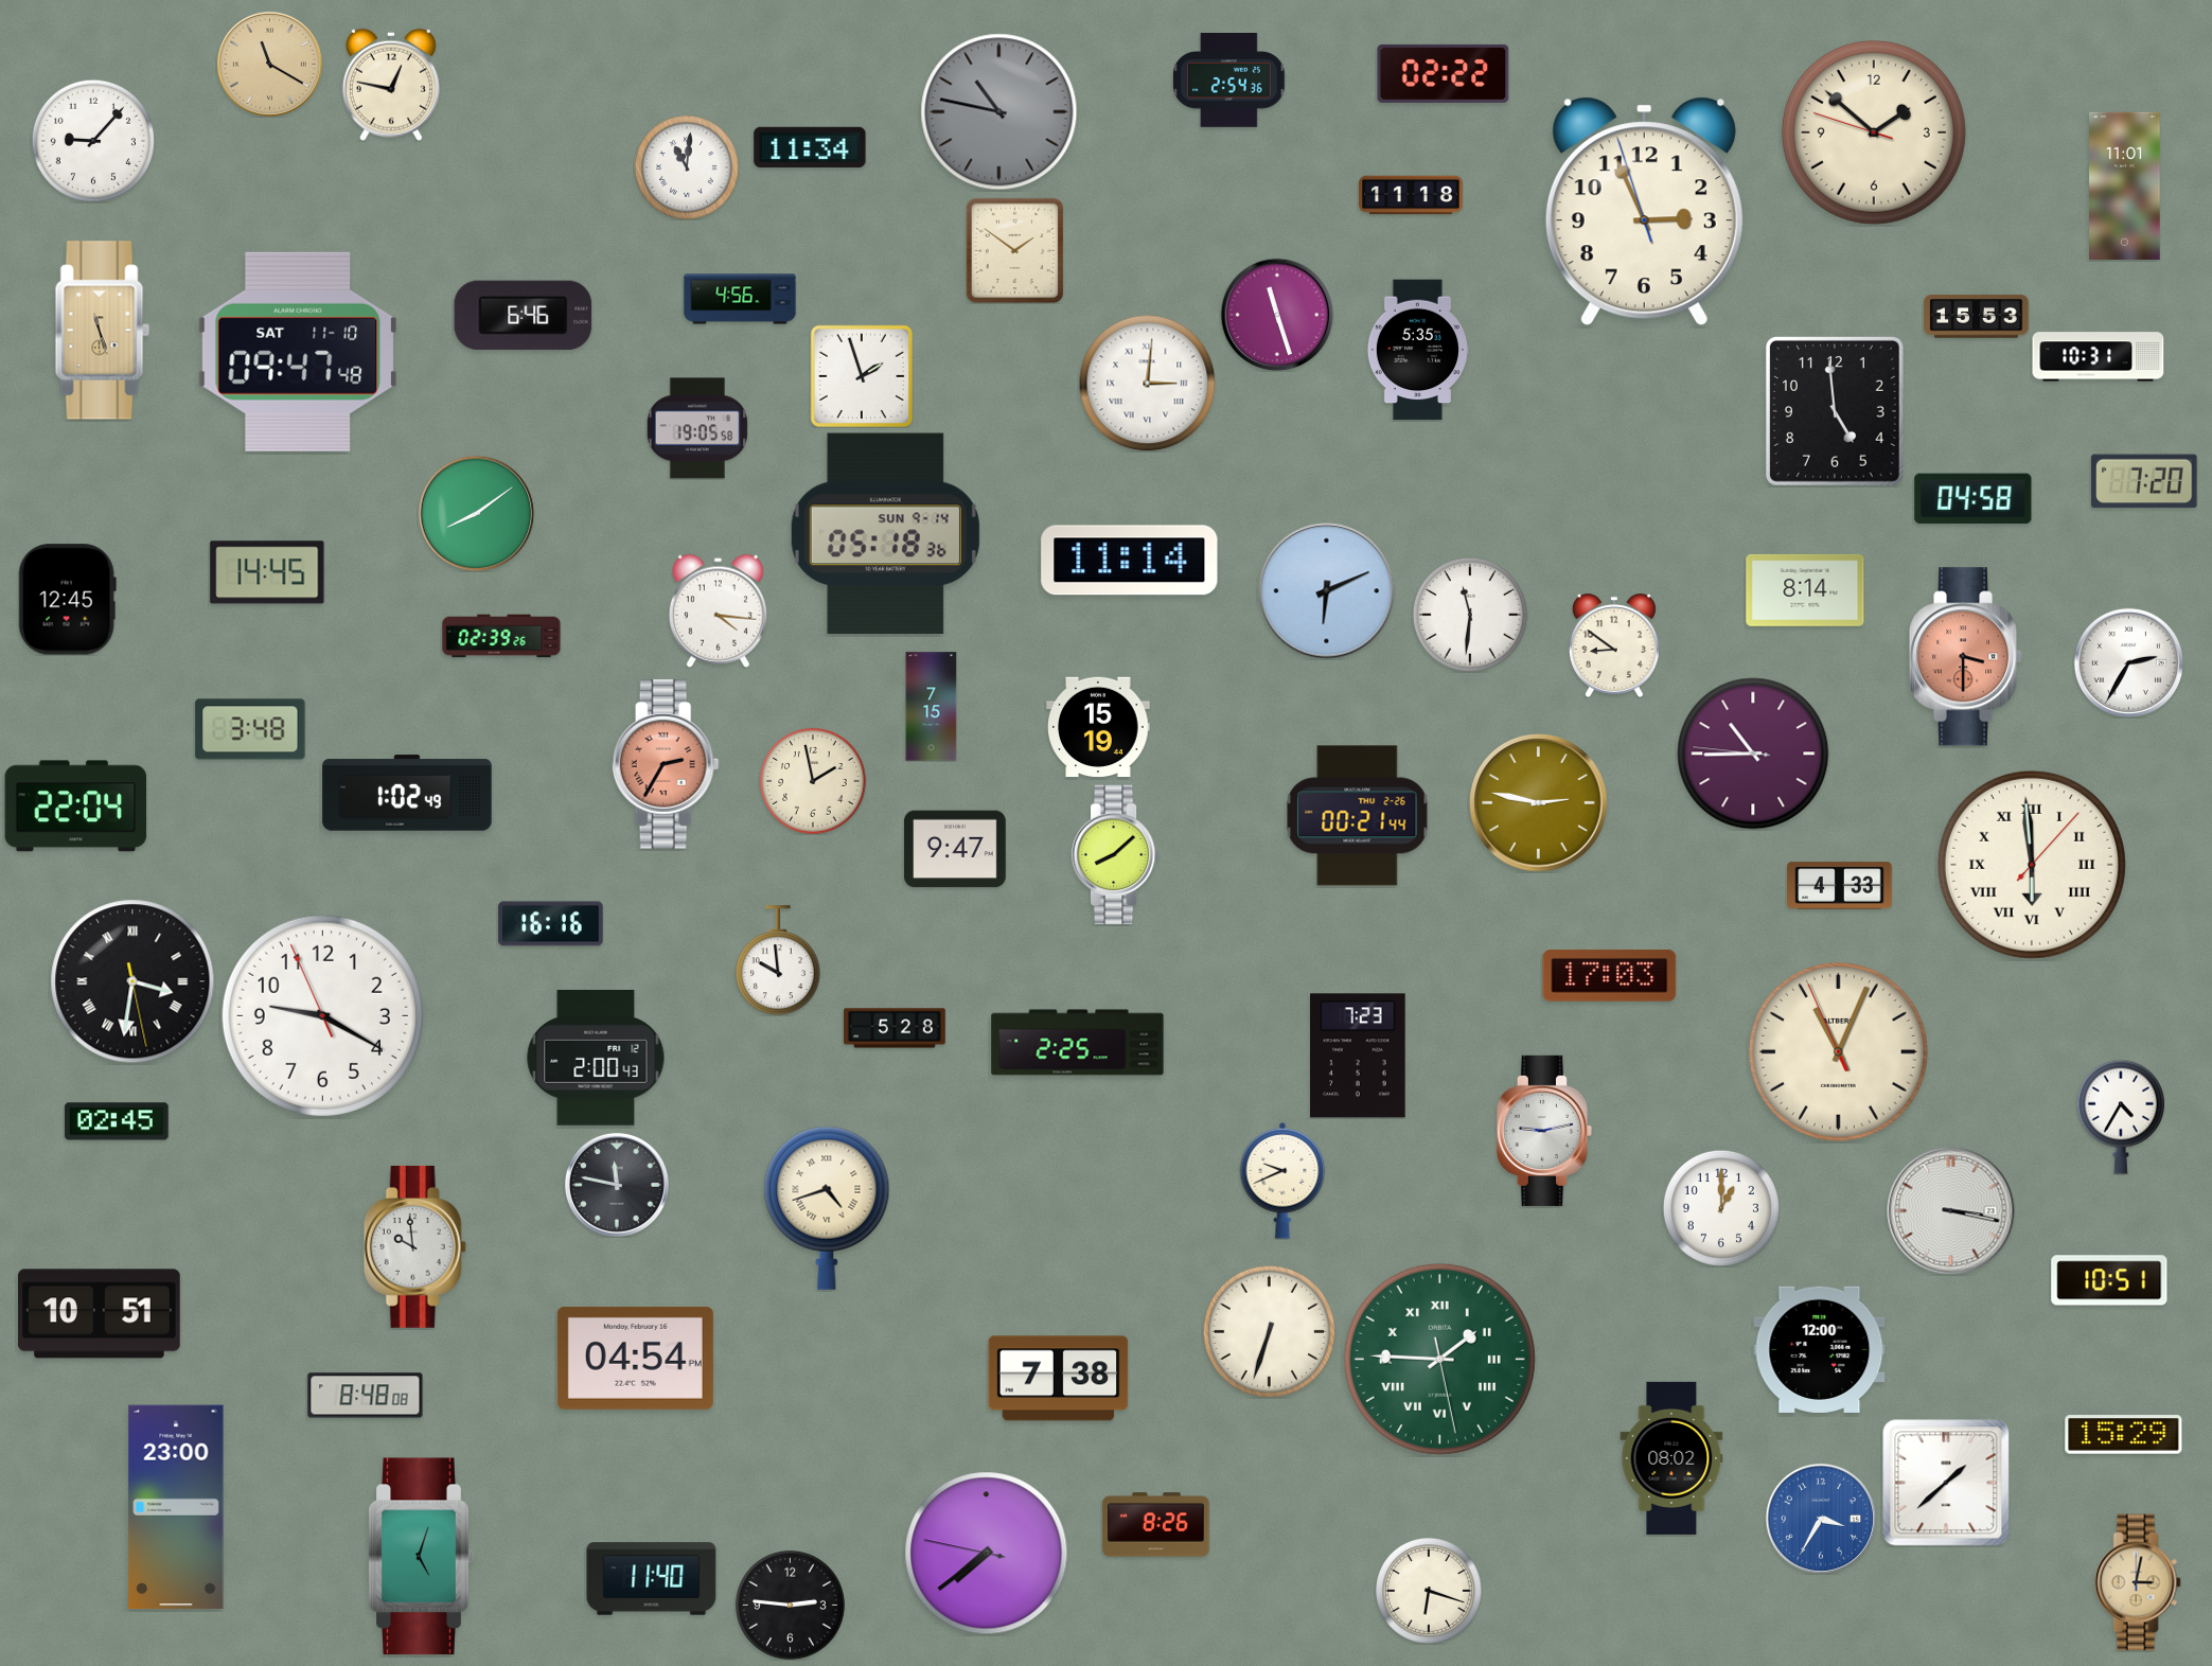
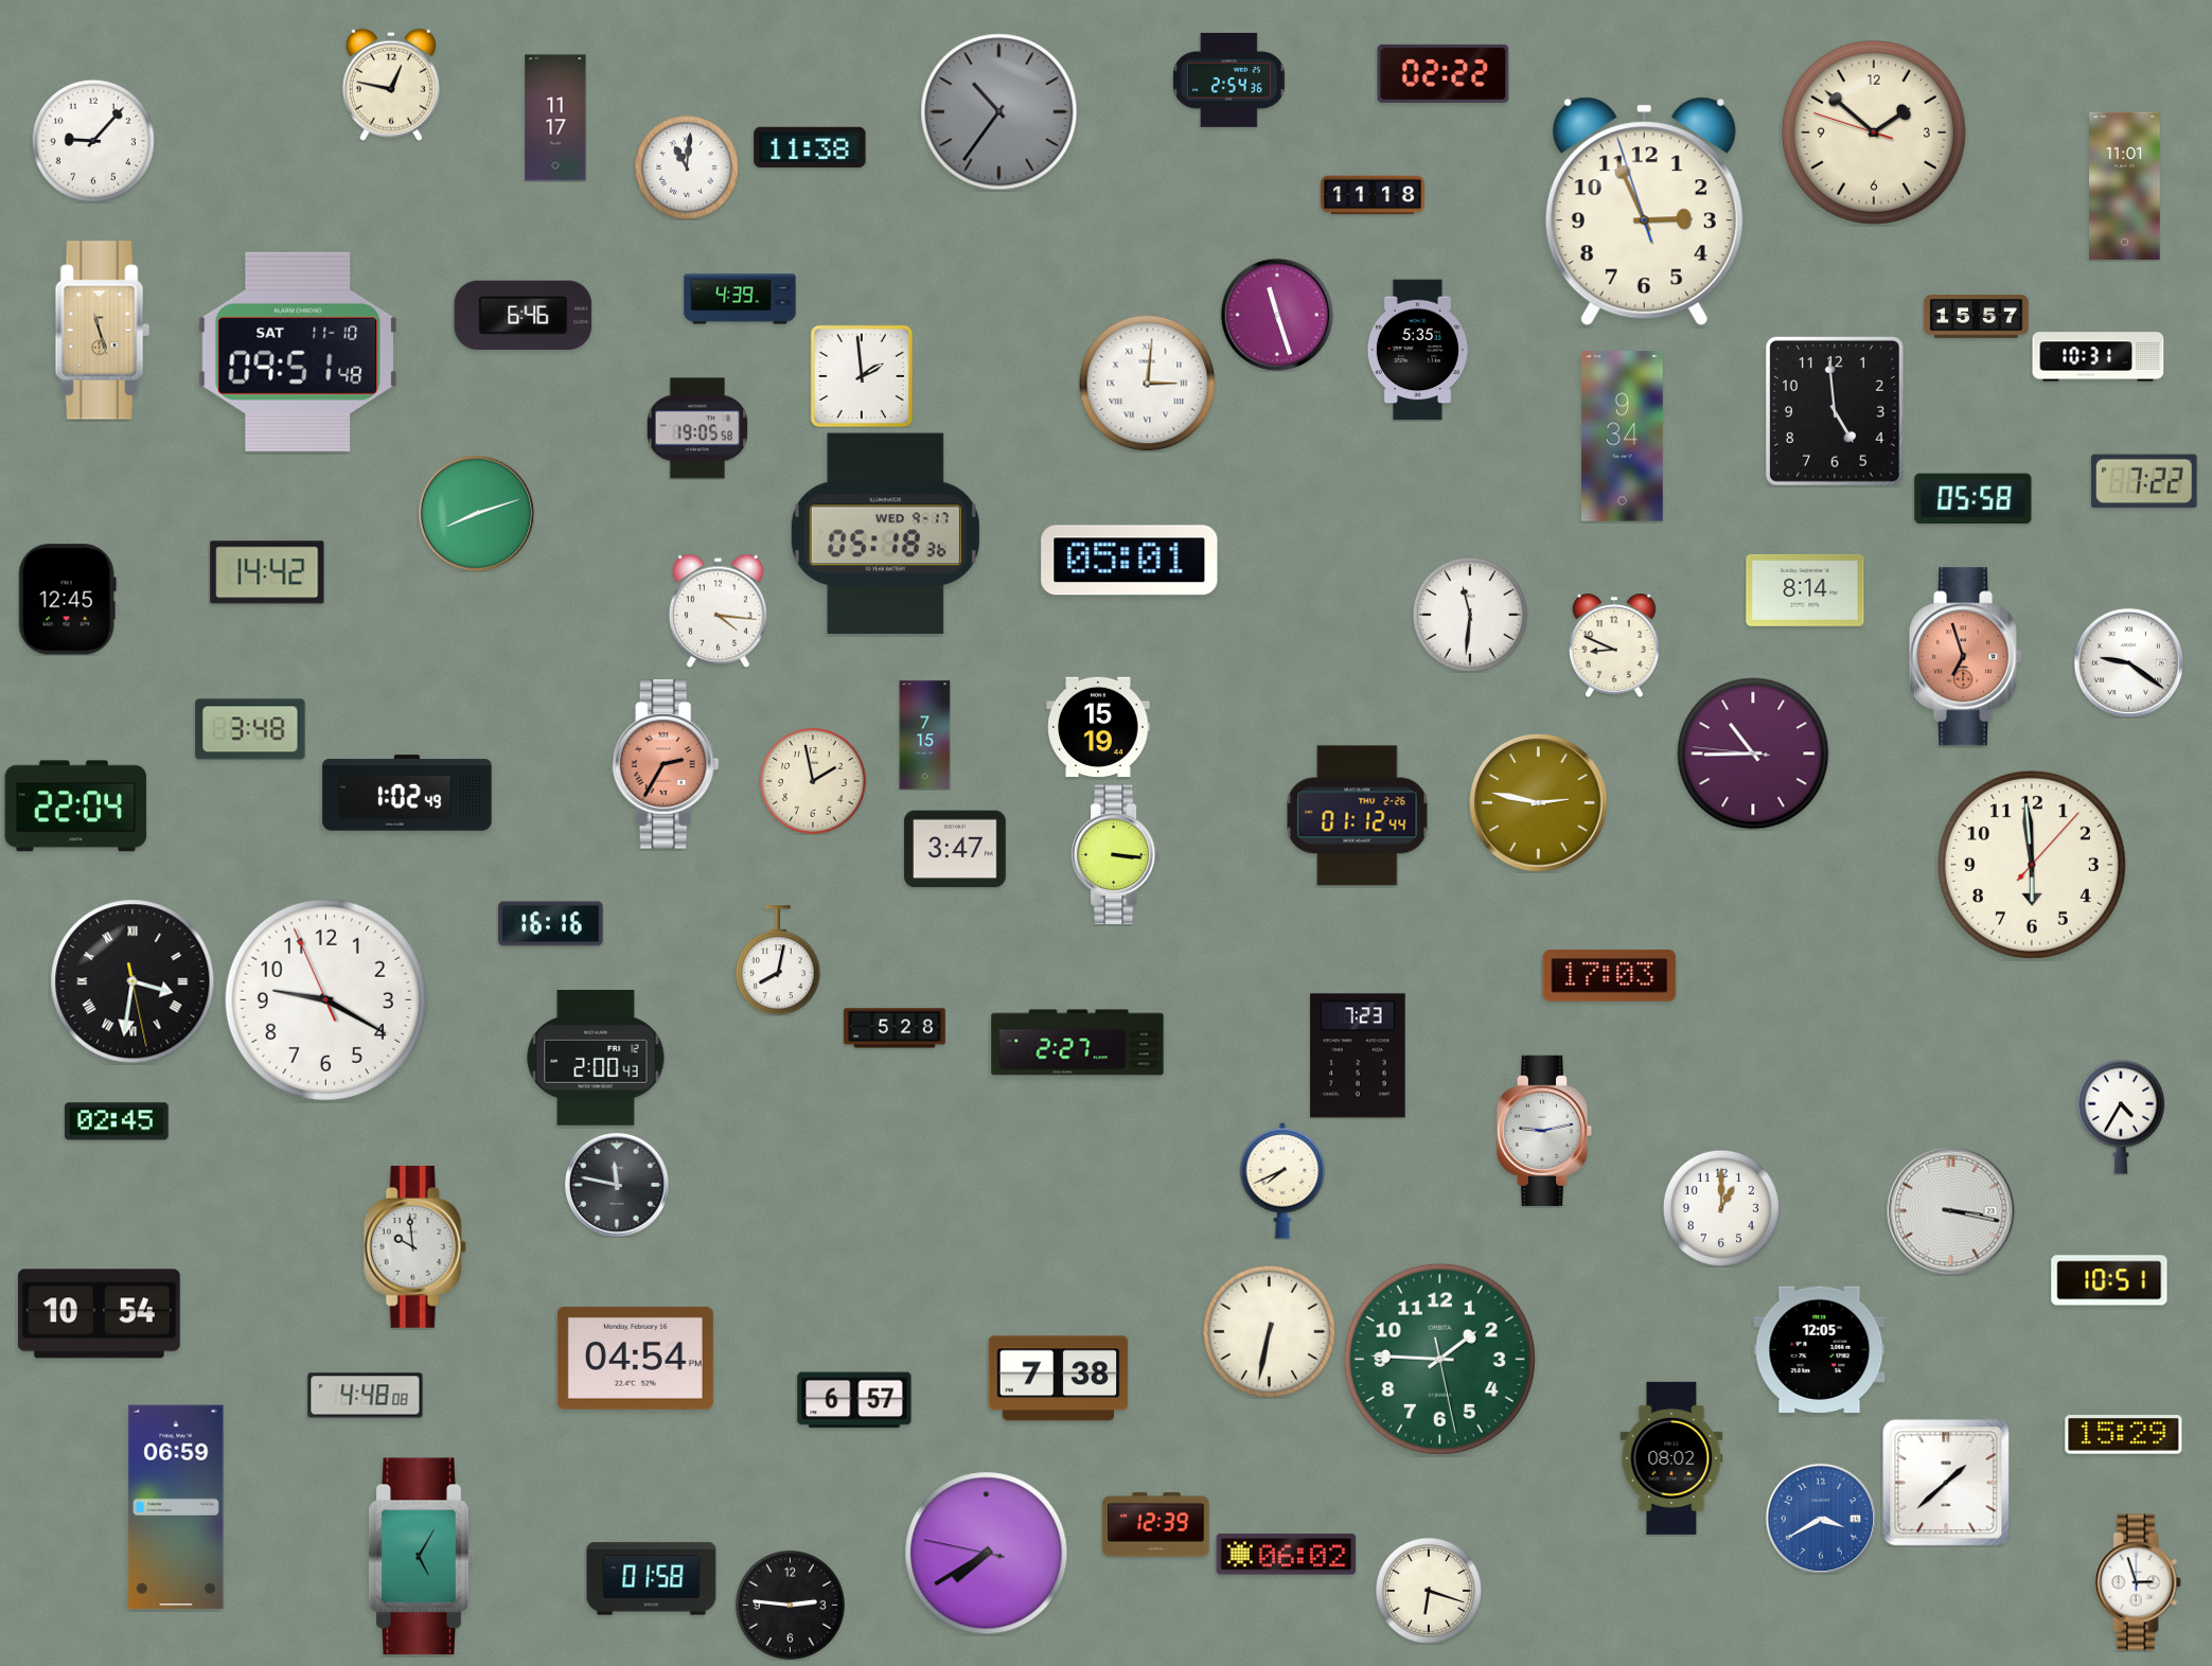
clock at (269, 64): 11:20 -> none
clock at (999, 112): 10:47 -> 10:36
clock at (555, 118): none -> 11:17
clock at (810, 147): 11:34 -> 11:38
clock at (1411, 195) position: (1411, 195) -> (1373, 195)
clock at (1015, 250): 1:51 -> none
clock at (740, 299): 4:56 -> 4:39
clock at (1977, 317): 15:53 -> 15:57
clock at (297, 352): 09:47 -> 09:51
clock at (861, 375): 1:57 -> 1:59
clock at (1622, 437): none -> 9:34
clock at (2144, 481): 7:20 -> 7:22
clock at (1974, 499): 04:58 -> 05:58
clock at (476, 513): 8:09 -> 8:12
clock at (885, 534) date: SUN 9-14 -> WED 9-17
clock at (1130, 561): 11:14 -> 05:01
clock at (267, 572): 14:45 -> 14:42
clock at (1327, 591): 6:11 -> none
clock at (501, 636): 02:39 -> none
clock at (1614, 645): 8:51 -> 8:49
clock at (1966, 657): 3:30 -> 6:57
clock at (2128, 662): 2:35 -> 9:21
clock at (932, 707) position: (932, 707) -> (925, 735)
clock at (1358, 816): 00:21 -> 01:12
clock at (955, 849): 9:47 -> 3:47
clock at (1116, 855): 8:08 -> 3:16
clock at (2032, 865) numerals: Roman -> Arabic
clock at (1840, 886): 4:33 -> none
clock at (778, 960): 9:59 -> 8:02
clock at (322, 1015) position: (322, 1015) -> (325, 999)
clock at (1078, 1043): 2:25 -> 2:27
clock at (1838, 1051): 11:03 -> none
clock at (1282, 1181): 9:41 -> 7:41
clock at (827, 1208): 4:42 -> none
clock at (99, 1314): 10:51 -> 10:54
clock at (1269, 1331): 6:33 -> 6:32
clock at (1820, 1349): 12:00 -> 12:05
clock at (1439, 1359) numerals: Roman -> Arabic
clock at (366, 1396): 8:48 -> 4:48
clock at (854, 1400): none -> 6:57
clock at (176, 1507): 23:00 -> 06:59
clock at (1820, 1518): 3:35 -> 3:40
clock at (1156, 1525): 8:26 -> 12:39
clock at (987, 1554): 7:38 -> 7:39
clock at (1287, 1555): none -> 06:02
clock at (421, 1557): 5:03 -> 5:05
clock at (652, 1579): 11:40 -> 01:58
clock at (2138, 1582): 3:02 -> 2:57
clock at (2138, 1582) dial: champagne -> white
